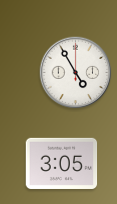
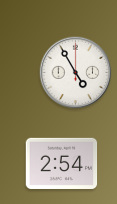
clock at (62, 163): 3:05 -> 2:54
